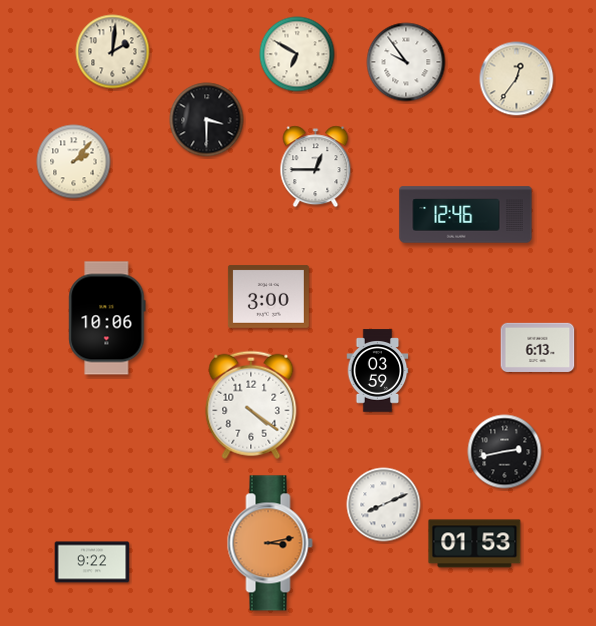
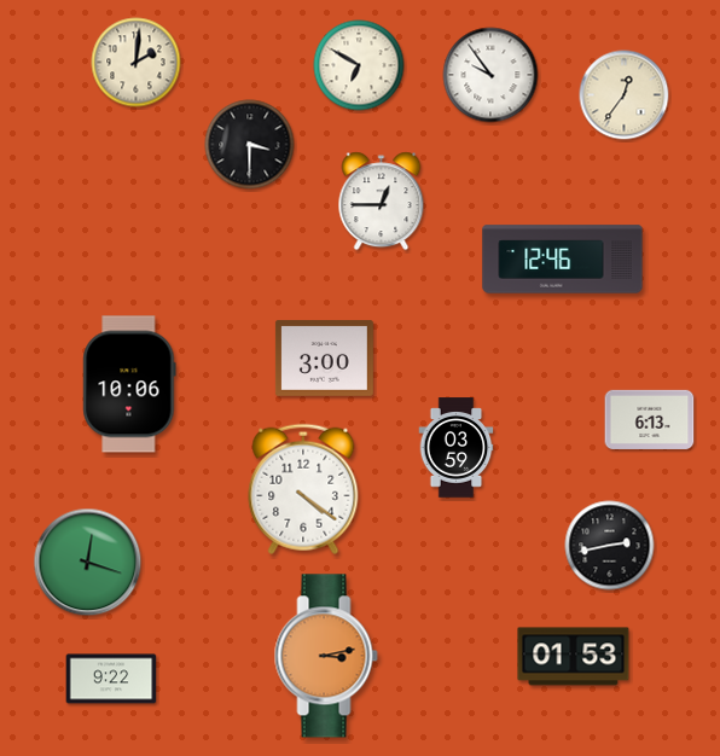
clock at (74, 162): 2:07 -> none
clock at (88, 563): none -> 12:18
clock at (384, 505): 8:11 -> none
